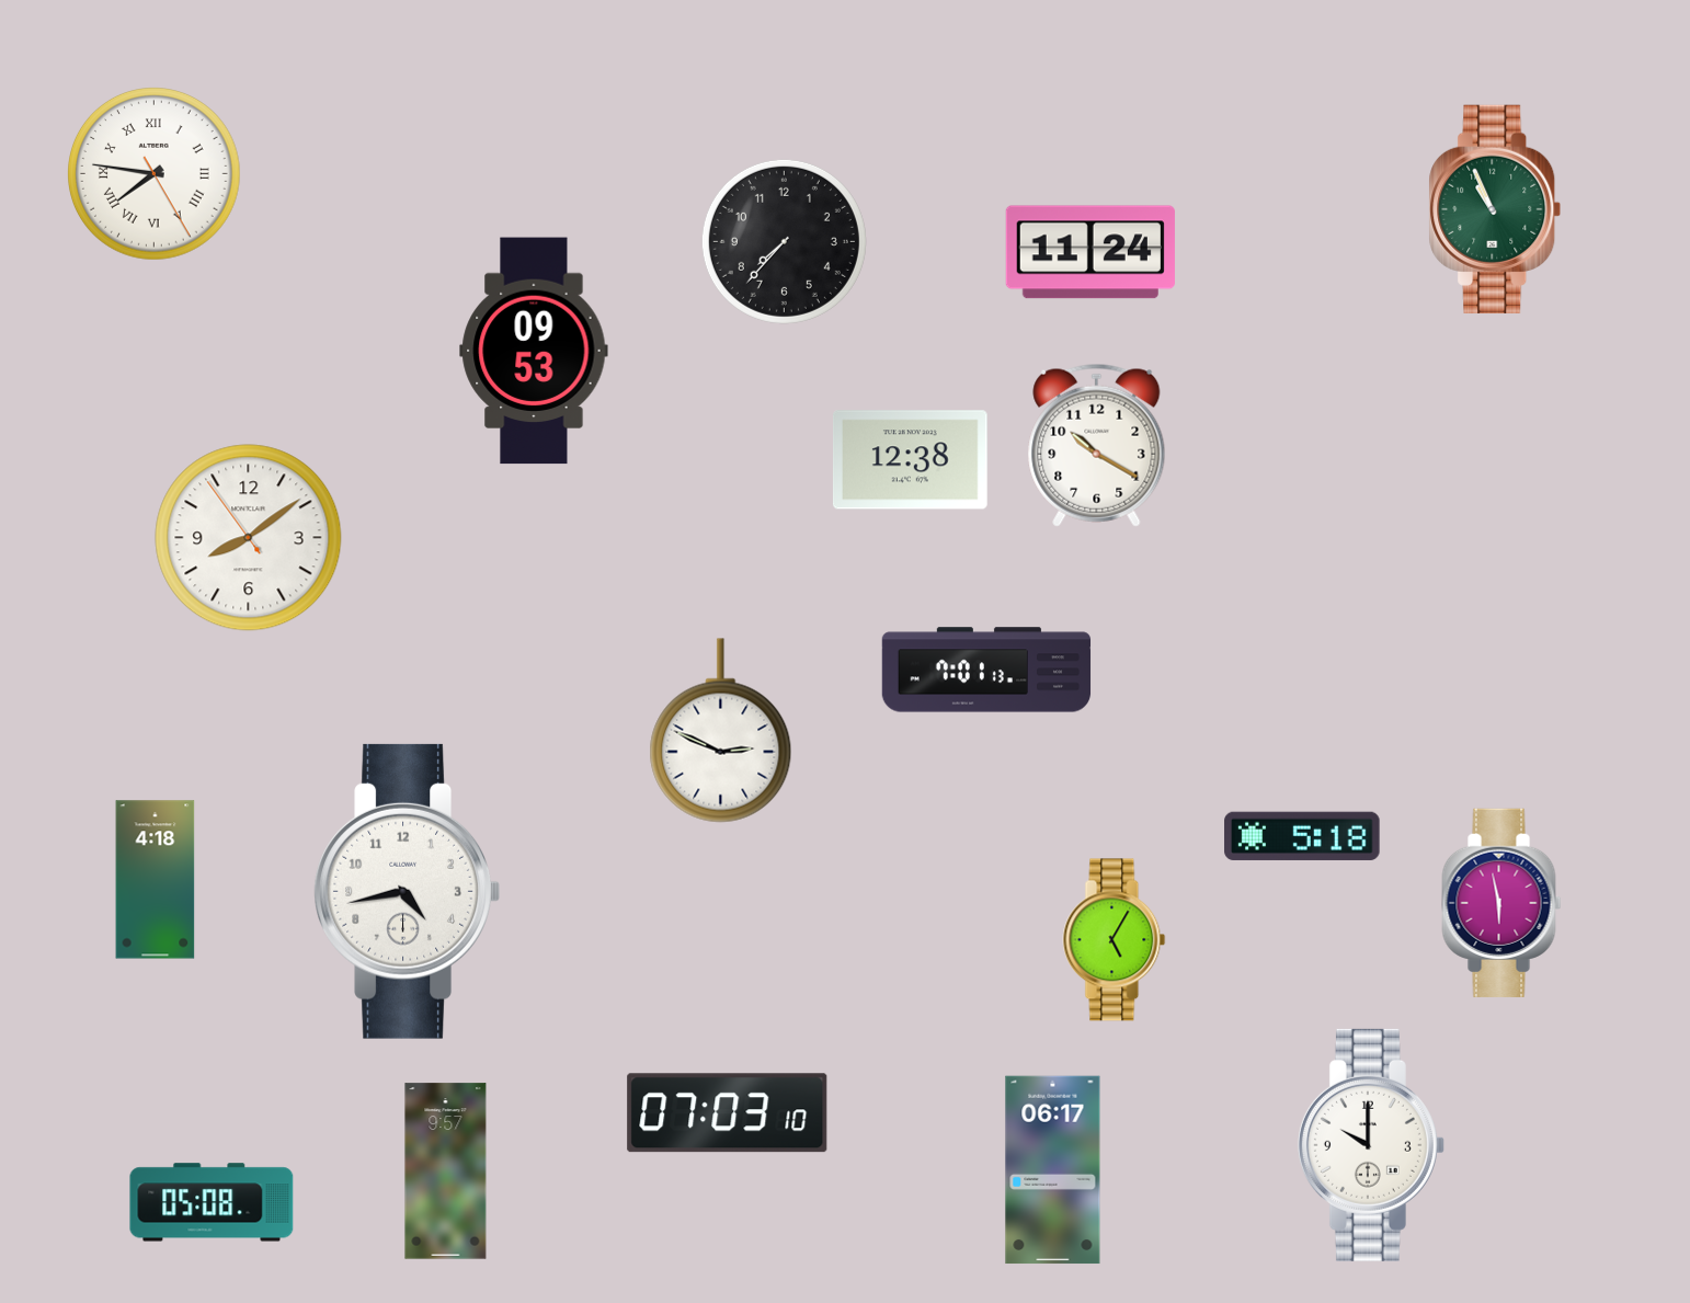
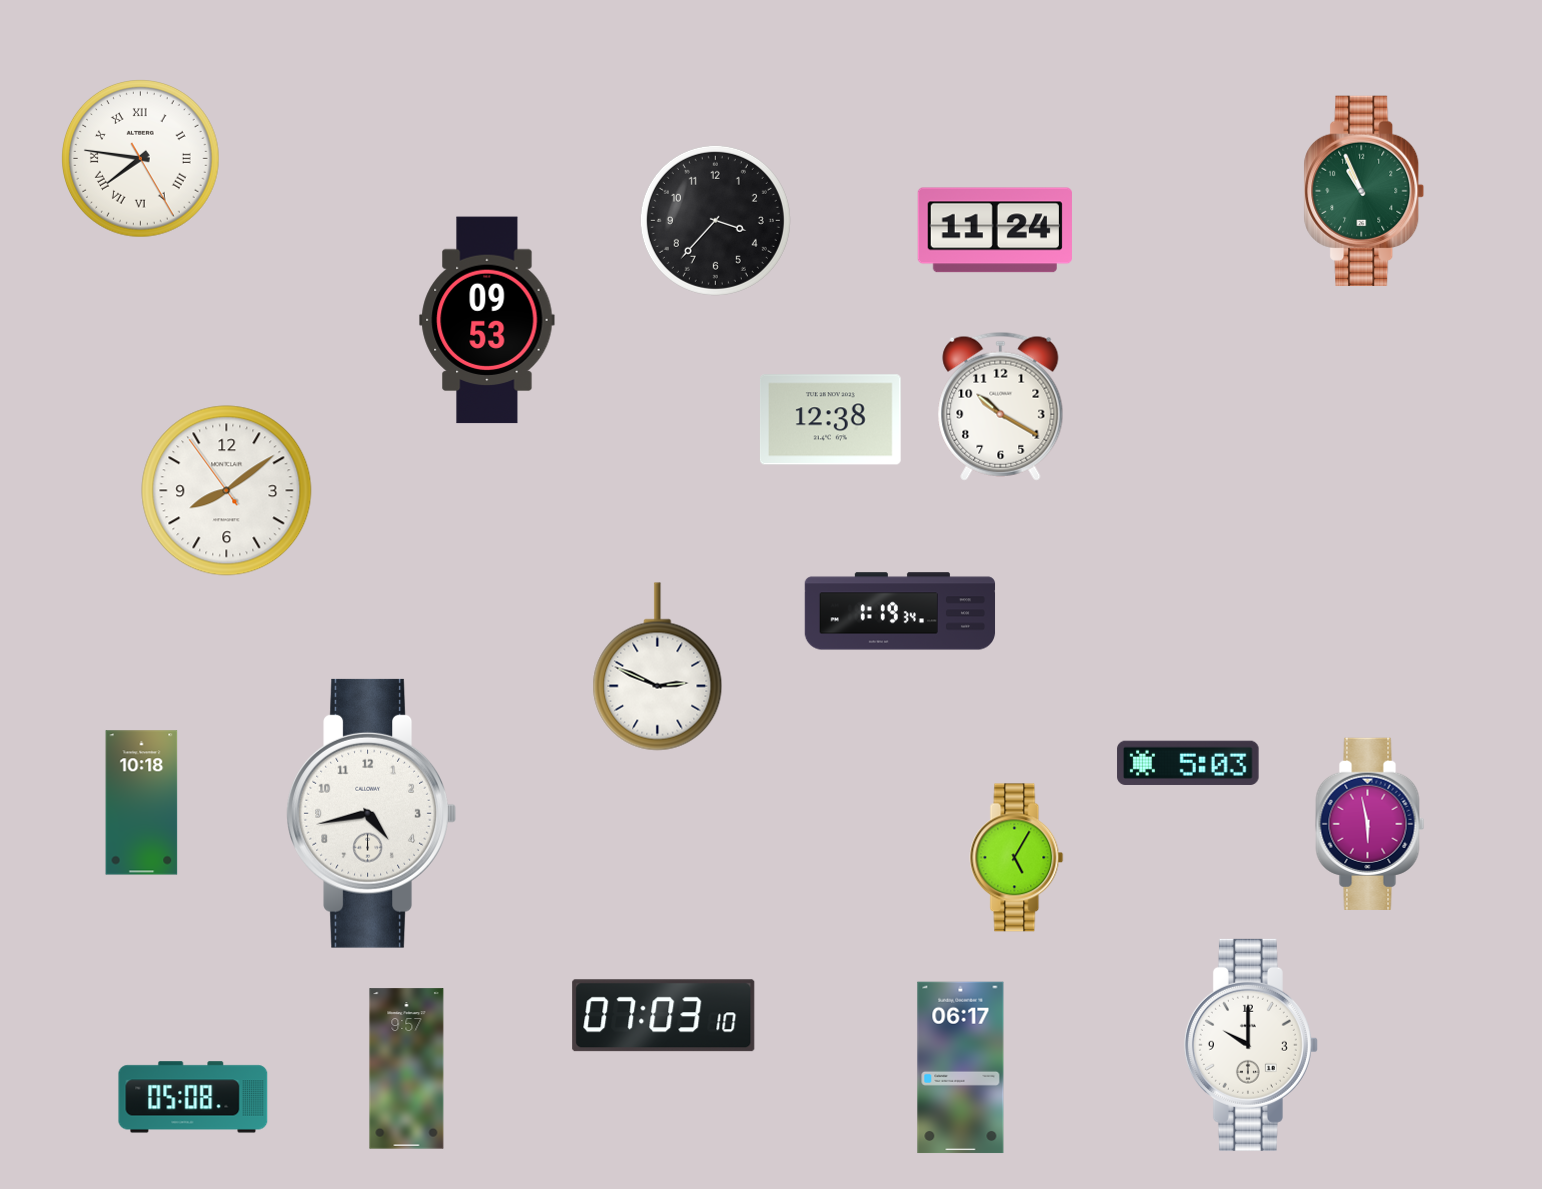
clock at (784, 241): 7:37 -> 3:37
clock at (986, 670): 7:01 -> 1:19
clock at (1302, 836): 5:18 -> 5:03
clock at (156, 880): 4:18 -> 10:18
